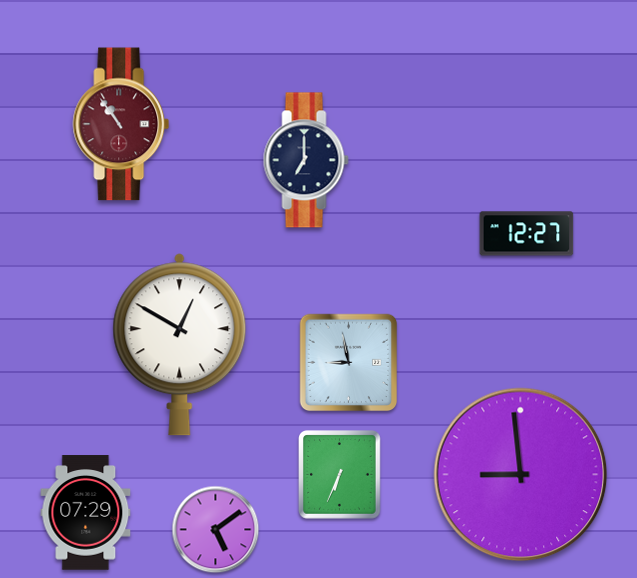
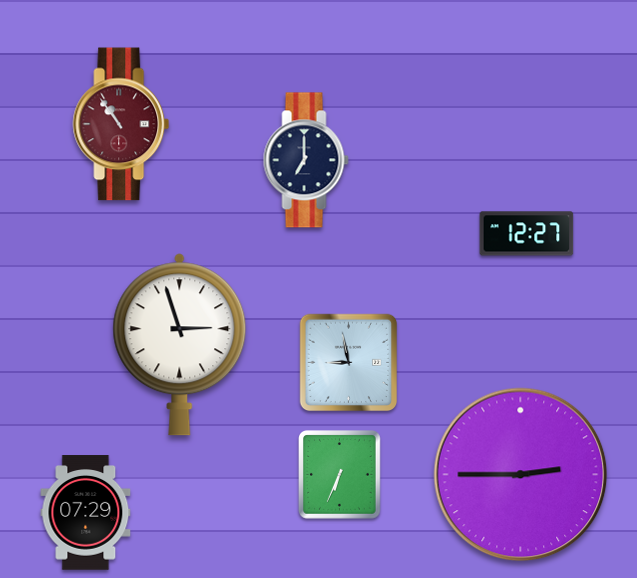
clock at (180, 345): 12:50 -> 2:57
clock at (521, 475): 8:59 -> 2:45
clock at (216, 530): 5:09 -> none
